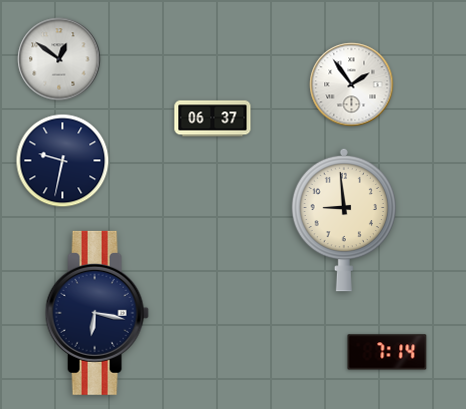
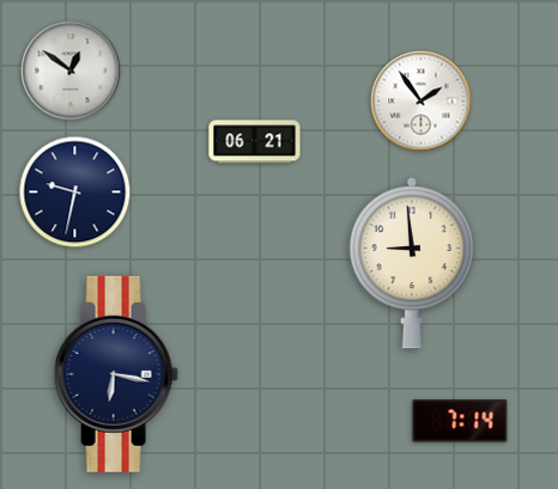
clock at (213, 119): 06:37 -> 06:21
clock at (387, 352) position: (387, 352) -> (460, 421)
